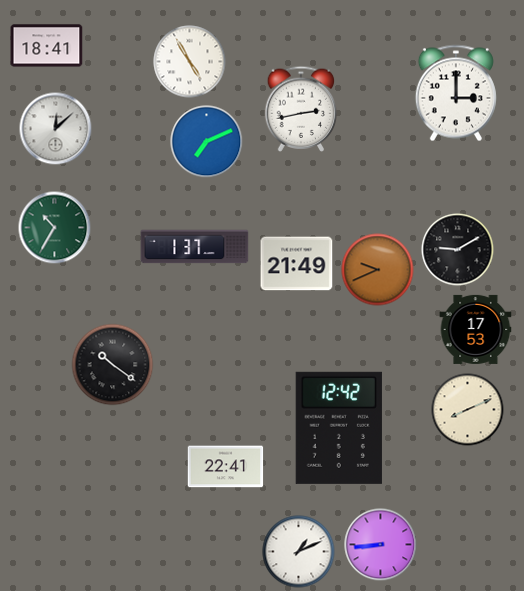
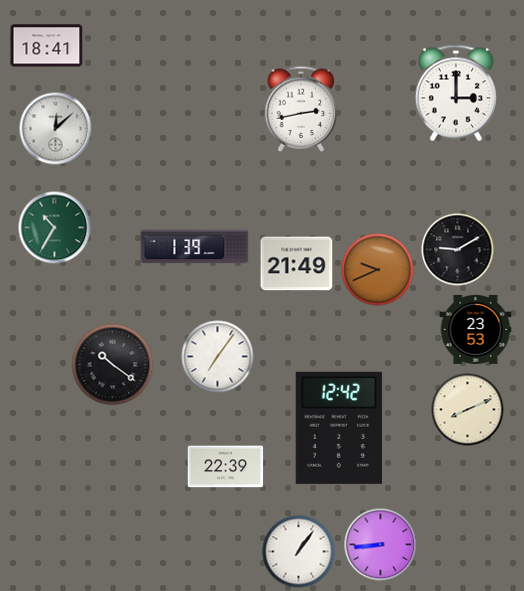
clock at (190, 62): 4:55 -> none
clock at (207, 142): 7:11 -> none
clock at (195, 247): 1:37 -> 1:39
clock at (476, 329): 17:53 -> 23:53
clock at (218, 357): none -> 7:06
clock at (226, 467): 22:41 -> 22:39
clock at (299, 552): 1:11 -> 1:06
